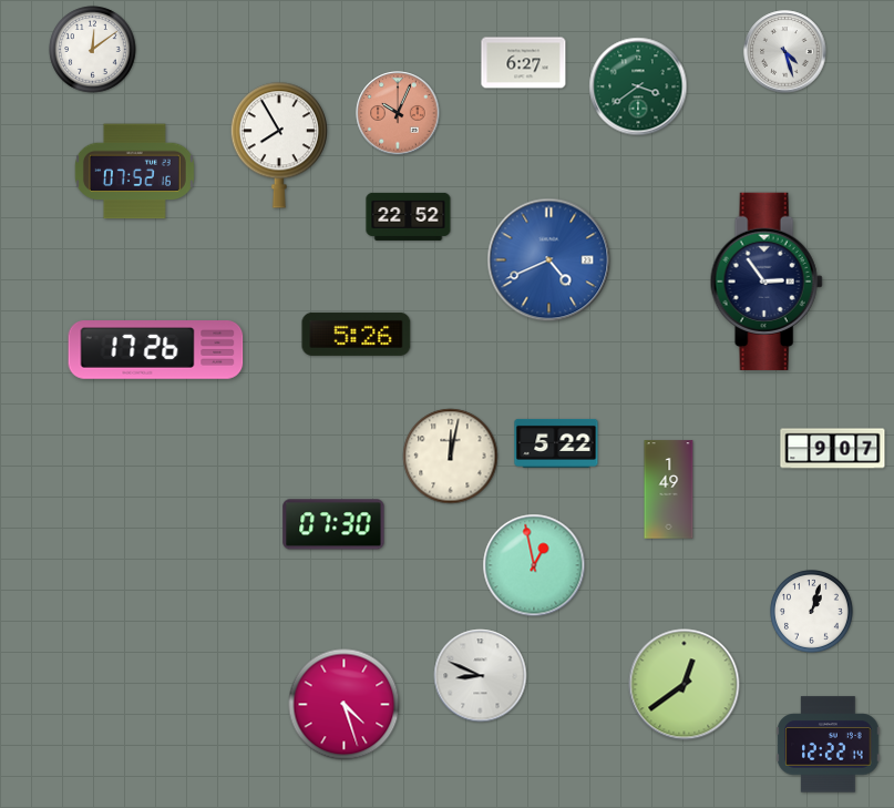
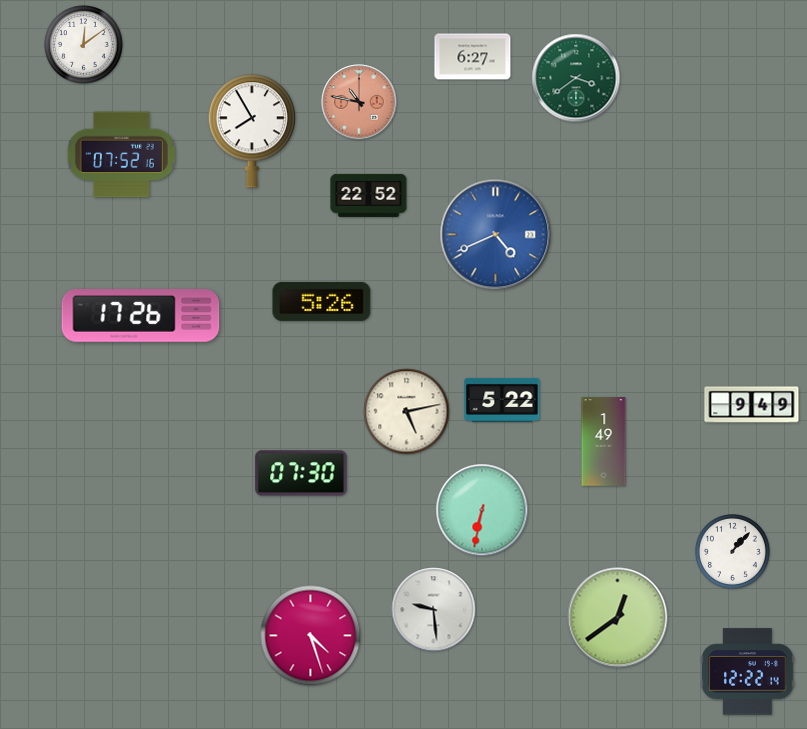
clock at (785, 52): 4:27 -> none
clock at (398, 113): 10:04 -> 10:47
clock at (767, 282): 2:54 -> none
clock at (833, 449): 9:07 -> 9:49
clock at (451, 457): 12:02 -> 5:13
clock at (534, 565): 12:58 -> 6:32
clock at (812, 612): 1:03 -> 1:07
clock at (481, 676): 8:49 -> 9:29
